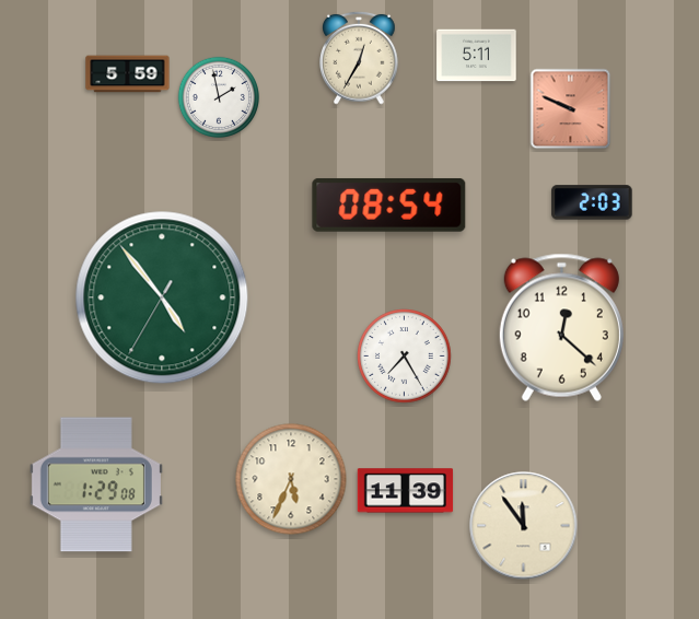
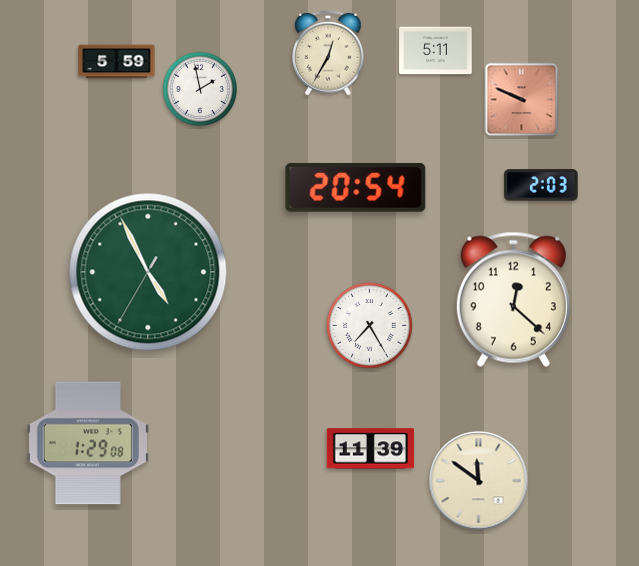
clock at (128, 74) position: (128, 74) -> (117, 62)
clock at (389, 206): 08:54 -> 20:54
clock at (162, 297): 4:53 -> 4:55
clock at (291, 479): 5:34 -> none
clock at (524, 526): 11:54 -> 11:51
